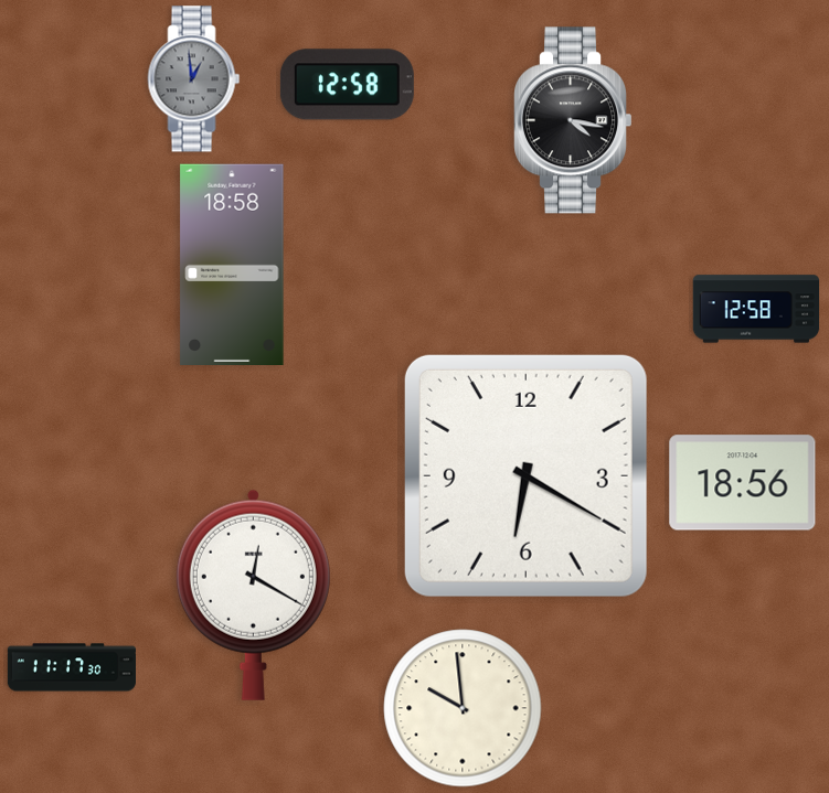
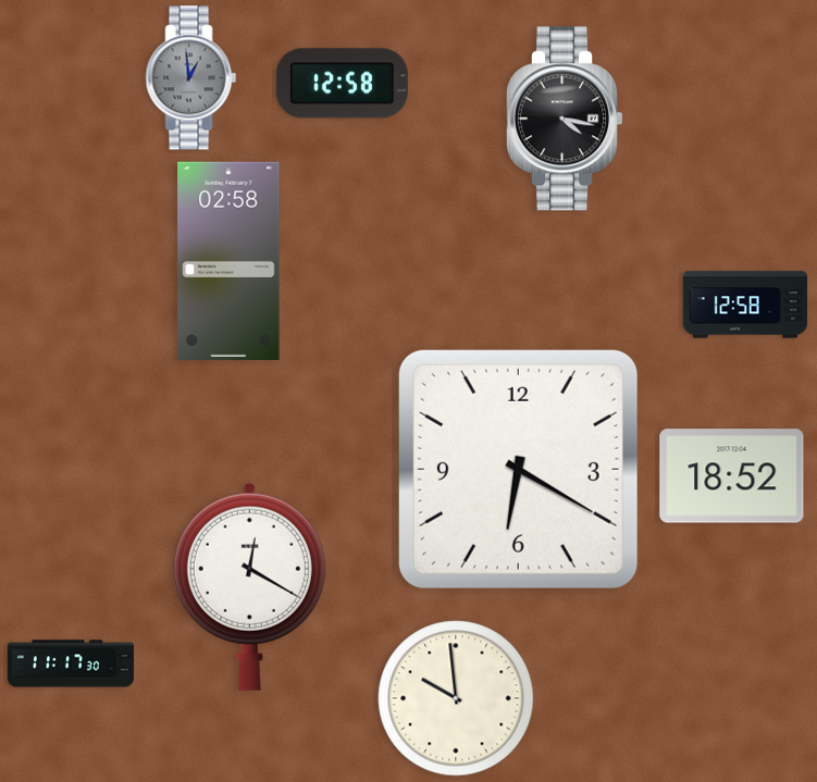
clock at (232, 264): 18:58 -> 02:58
clock at (743, 483): 18:56 -> 18:52
clock at (71, 667) position: (71, 667) -> (70, 663)
